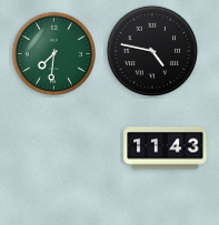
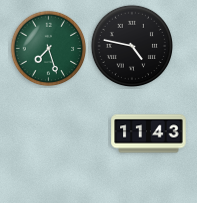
clock at (151, 50) position: (151, 50) -> (131, 45)
clock at (54, 54): 7:31 -> 7:27
